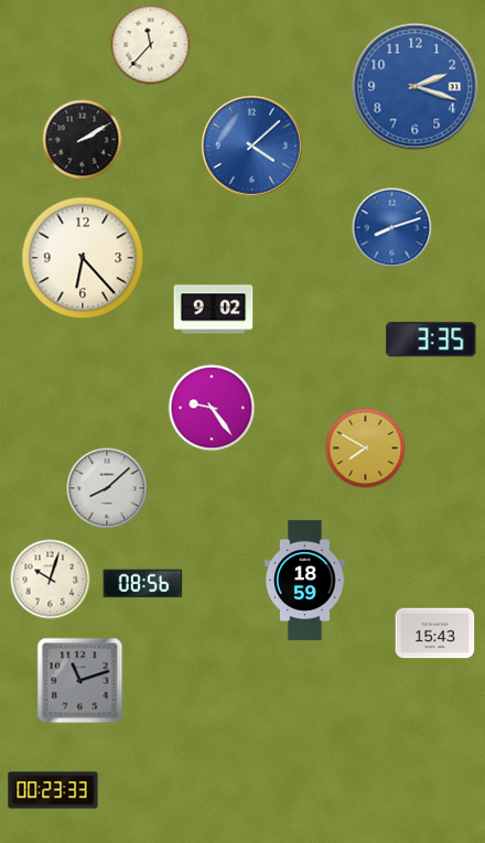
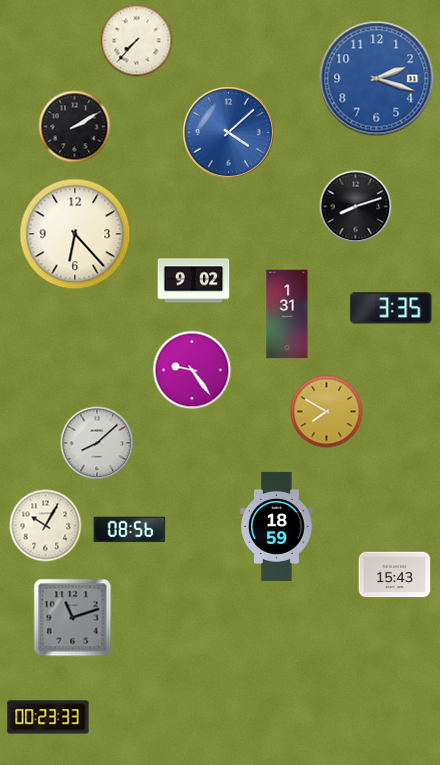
clock at (151, 45): 11:37 -> 7:37
clock at (392, 228) dial: blue -> black
clock at (287, 314): none -> 1:31
clock at (366, 448) position: (366, 448) -> (327, 412)
clock at (51, 580): 10:03 -> 10:05
